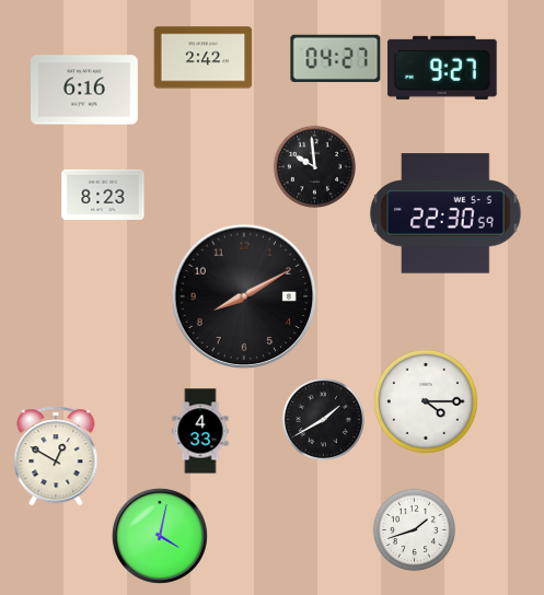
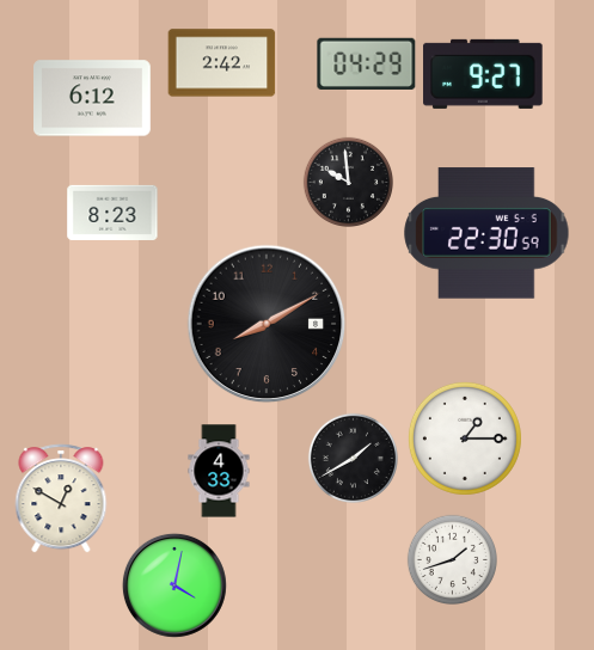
clock at (336, 58): 04:27 -> 04:29
clock at (85, 90): 6:16 -> 6:12
clock at (314, 166) position: (314, 166) -> (348, 182)
clock at (426, 401): 4:15 -> 1:15
clock at (414, 529) position: (414, 529) -> (452, 559)
